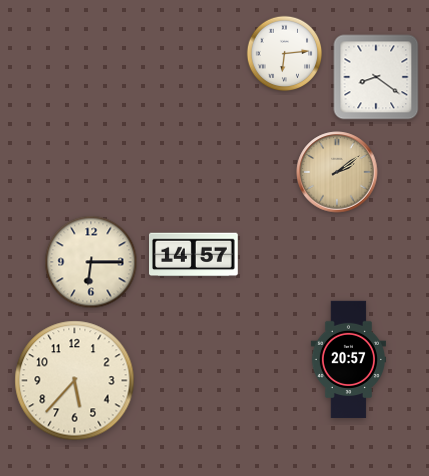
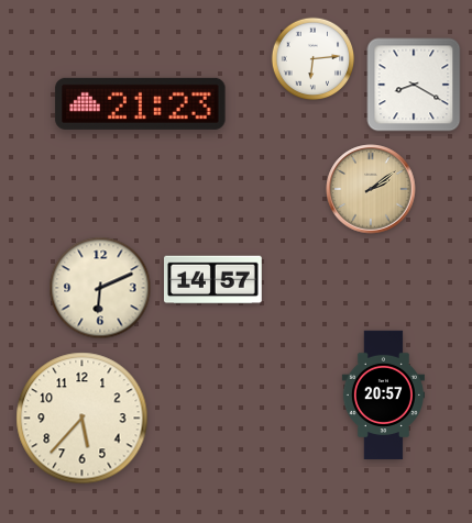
clock at (376, 77): 8:21 -> 8:20
clock at (141, 103): none -> 21:23
clock at (91, 262): 6:15 -> 6:11
